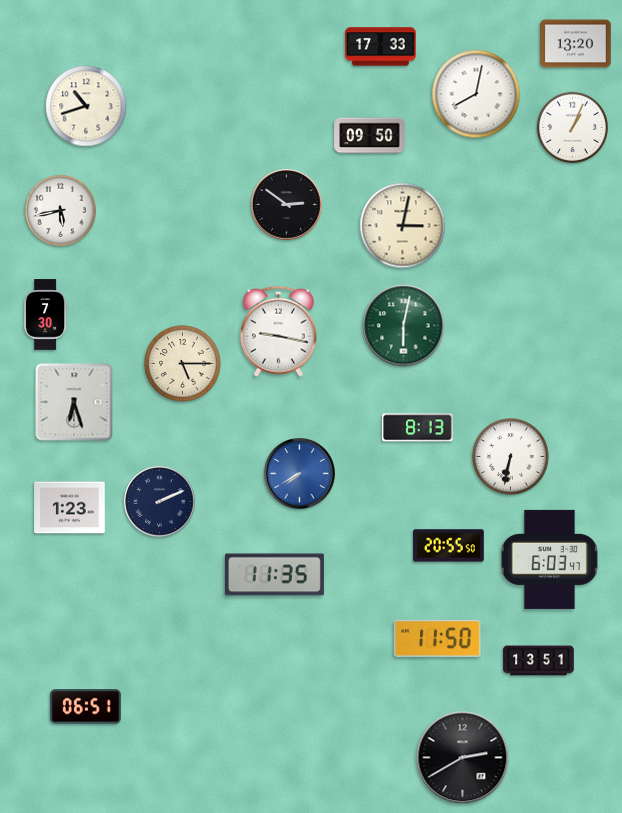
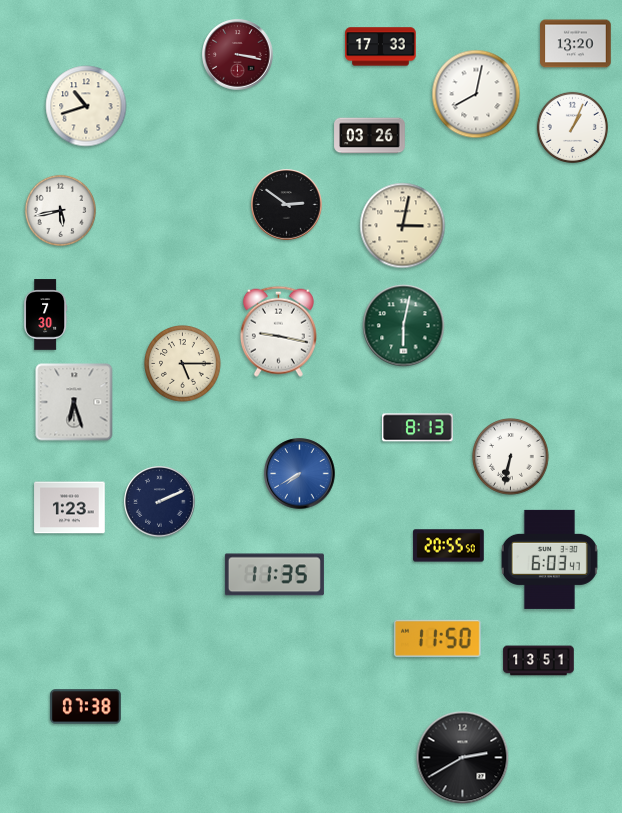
clock at (238, 55): none -> 3:17
clock at (370, 136): 09:50 -> 03:26
clock at (86, 707): 06:51 -> 07:38
